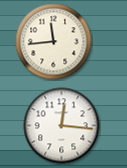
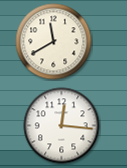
clock at (54, 42): 11:44 -> 11:40
